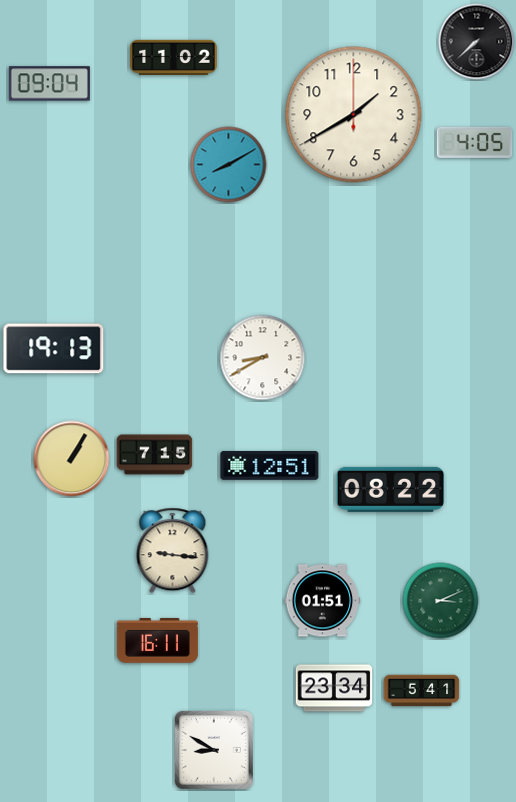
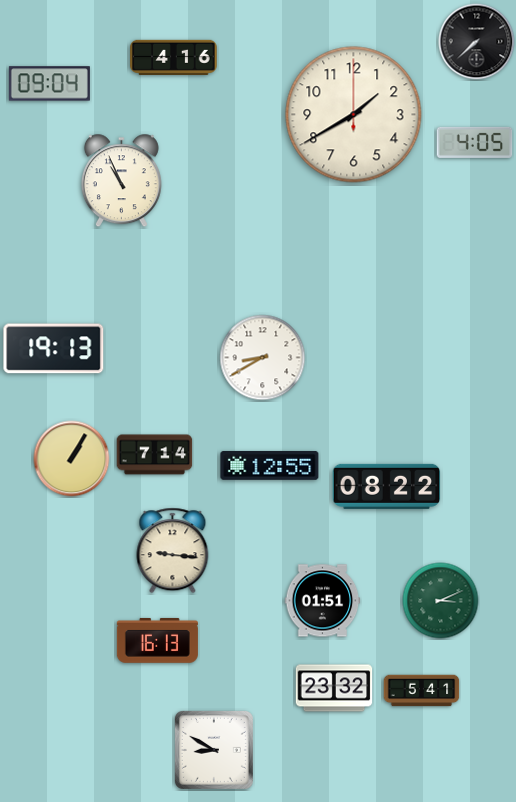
clock at (174, 57): 11:02 -> 4:16
clock at (229, 165): 8:10 -> none
clock at (121, 181): none -> 10:56
clock at (155, 455): 7:15 -> 7:14
clock at (270, 465): 12:51 -> 12:55
clock at (391, 489) position: (391, 489) -> (387, 486)
clock at (157, 640): 16:11 -> 16:13
clock at (334, 688): 23:34 -> 23:32
